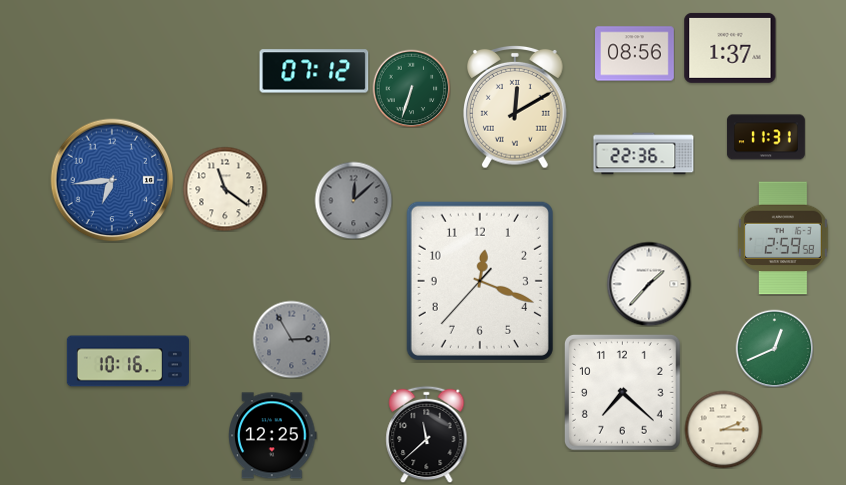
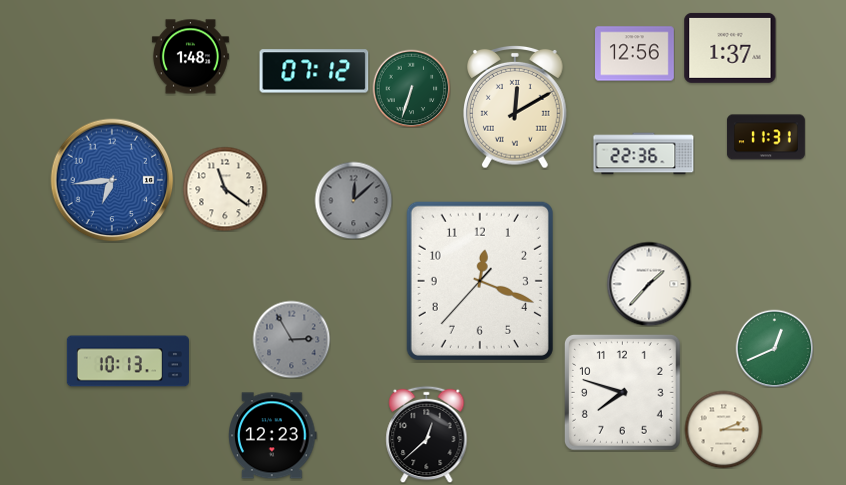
clock at (635, 54): 08:56 -> 12:56
clock at (190, 57): none -> 1:48
clock at (783, 238): 2:59 -> none
clock at (128, 361): 10:16 -> 10:13
clock at (622, 392): 7:22 -> 7:48
clock at (427, 434): 11:38 -> 12:38
clock at (273, 436): 12:25 -> 12:23
